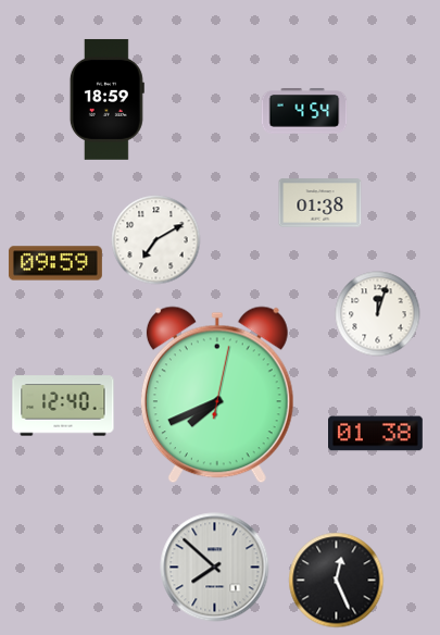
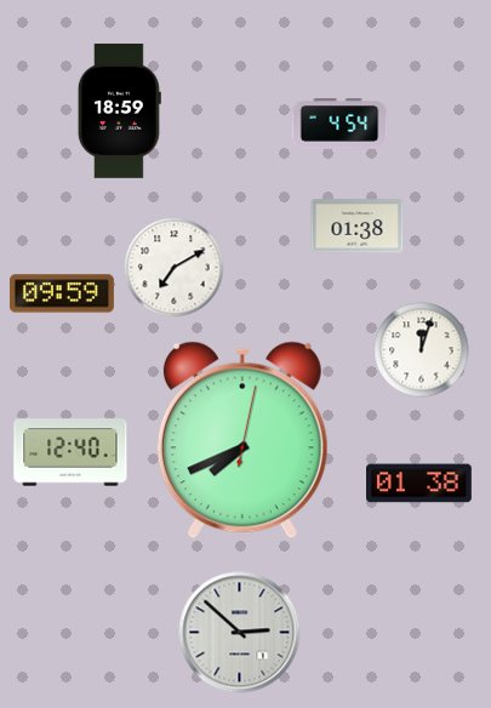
clock at (215, 568): 7:52 -> 2:52
clock at (337, 581): 12:26 -> none
